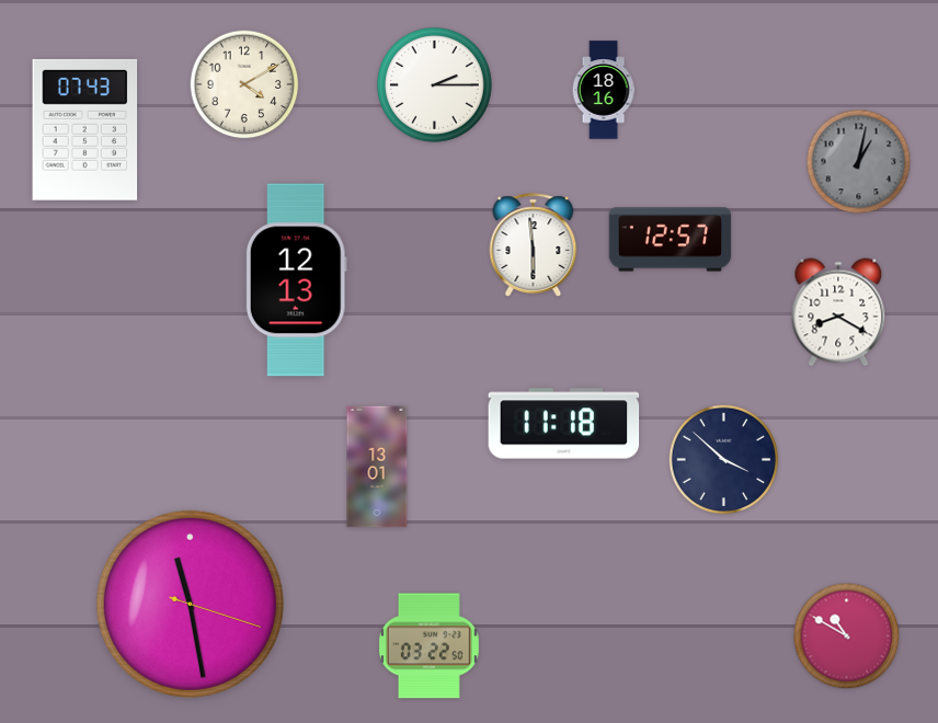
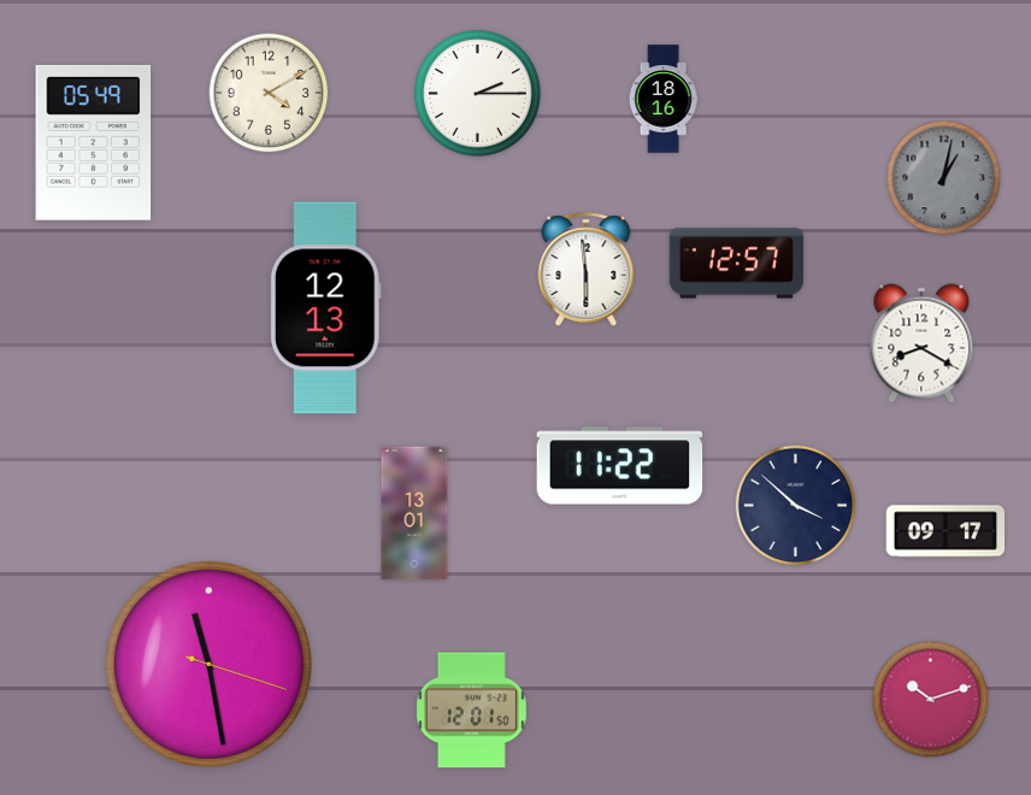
clock at (85, 129): 07:43 -> 05:49
clock at (564, 424): 11:18 -> 11:22
clock at (945, 531): none -> 09:17
clock at (847, 636): 10:50 -> 10:12
clock at (428, 646): 03:22 -> 12:01
